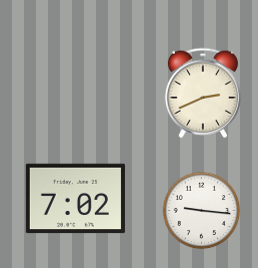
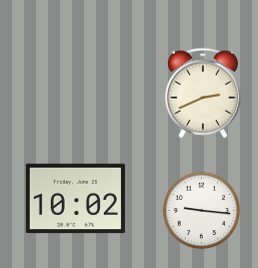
clock at (75, 199): 7:02 -> 10:02
